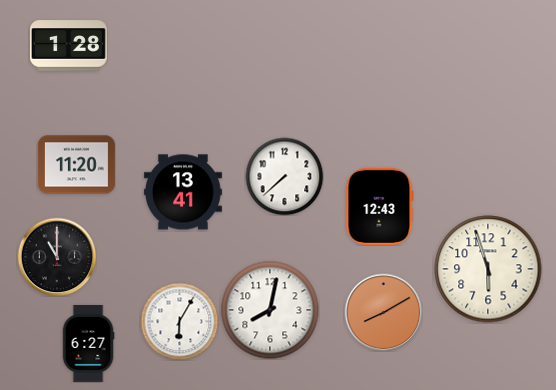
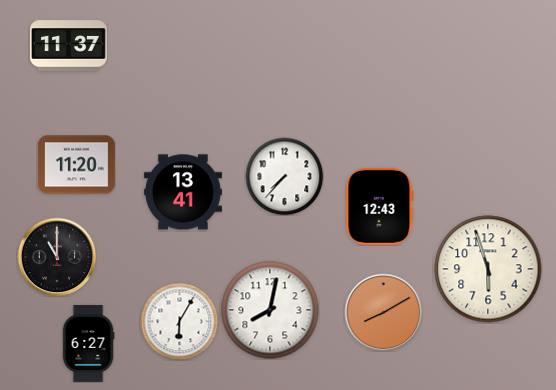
clock at (68, 46): 1:28 -> 11:37
clock at (284, 176): 7:38 -> 7:37
